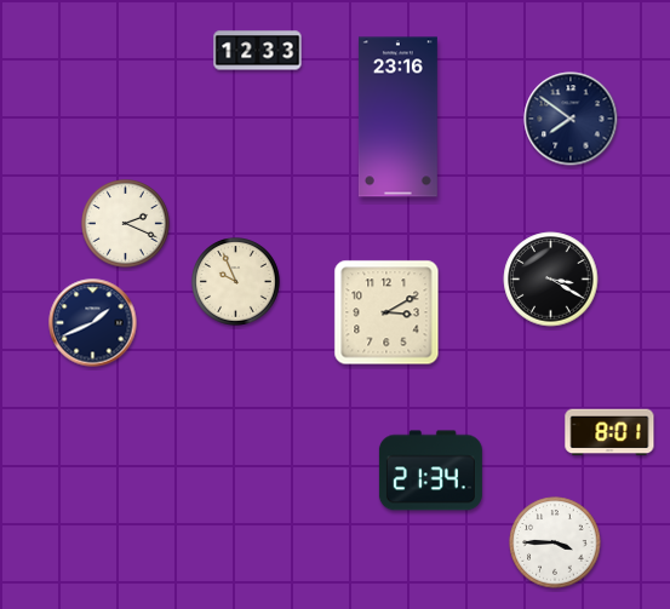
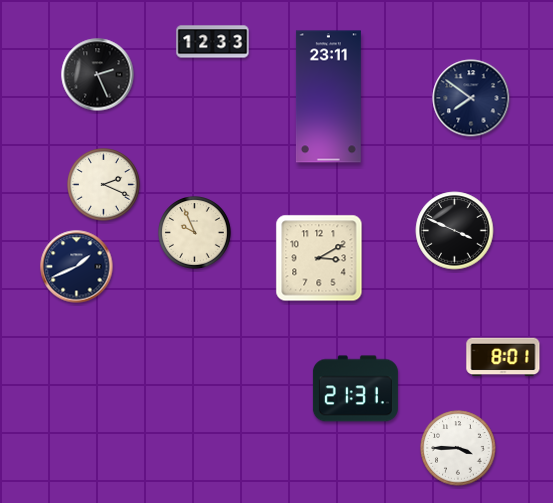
clock at (98, 75): none -> 2:26
clock at (397, 117): 23:16 -> 23:11
clock at (551, 280): 3:20 -> 3:49
clock at (430, 471): 21:34 -> 21:31
